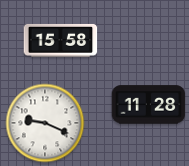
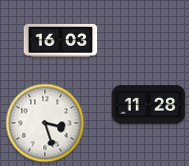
clock at (61, 40): 15:58 -> 16:03
clock at (45, 123): 9:19 -> 3:27
